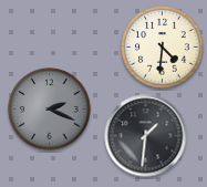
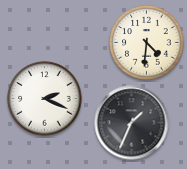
clock at (50, 110) dial: grey -> white
clock at (146, 136): 1:31 -> 1:34
